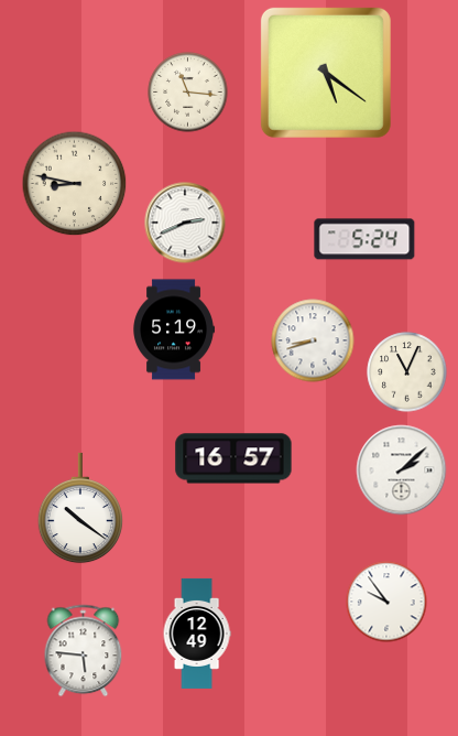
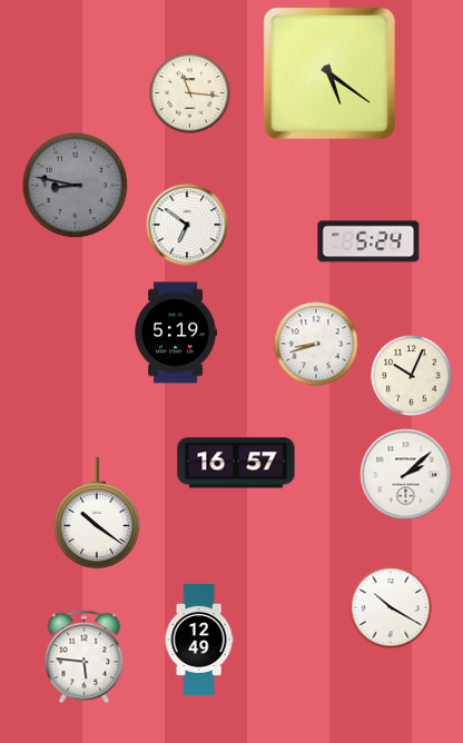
clock at (75, 184) dial: cream -> grey
clock at (185, 223): 2:41 -> 6:51
clock at (407, 372): 11:04 -> 10:04
clock at (80, 508) position: (80, 508) -> (97, 513)
clock at (386, 602): 9:54 -> 10:20
